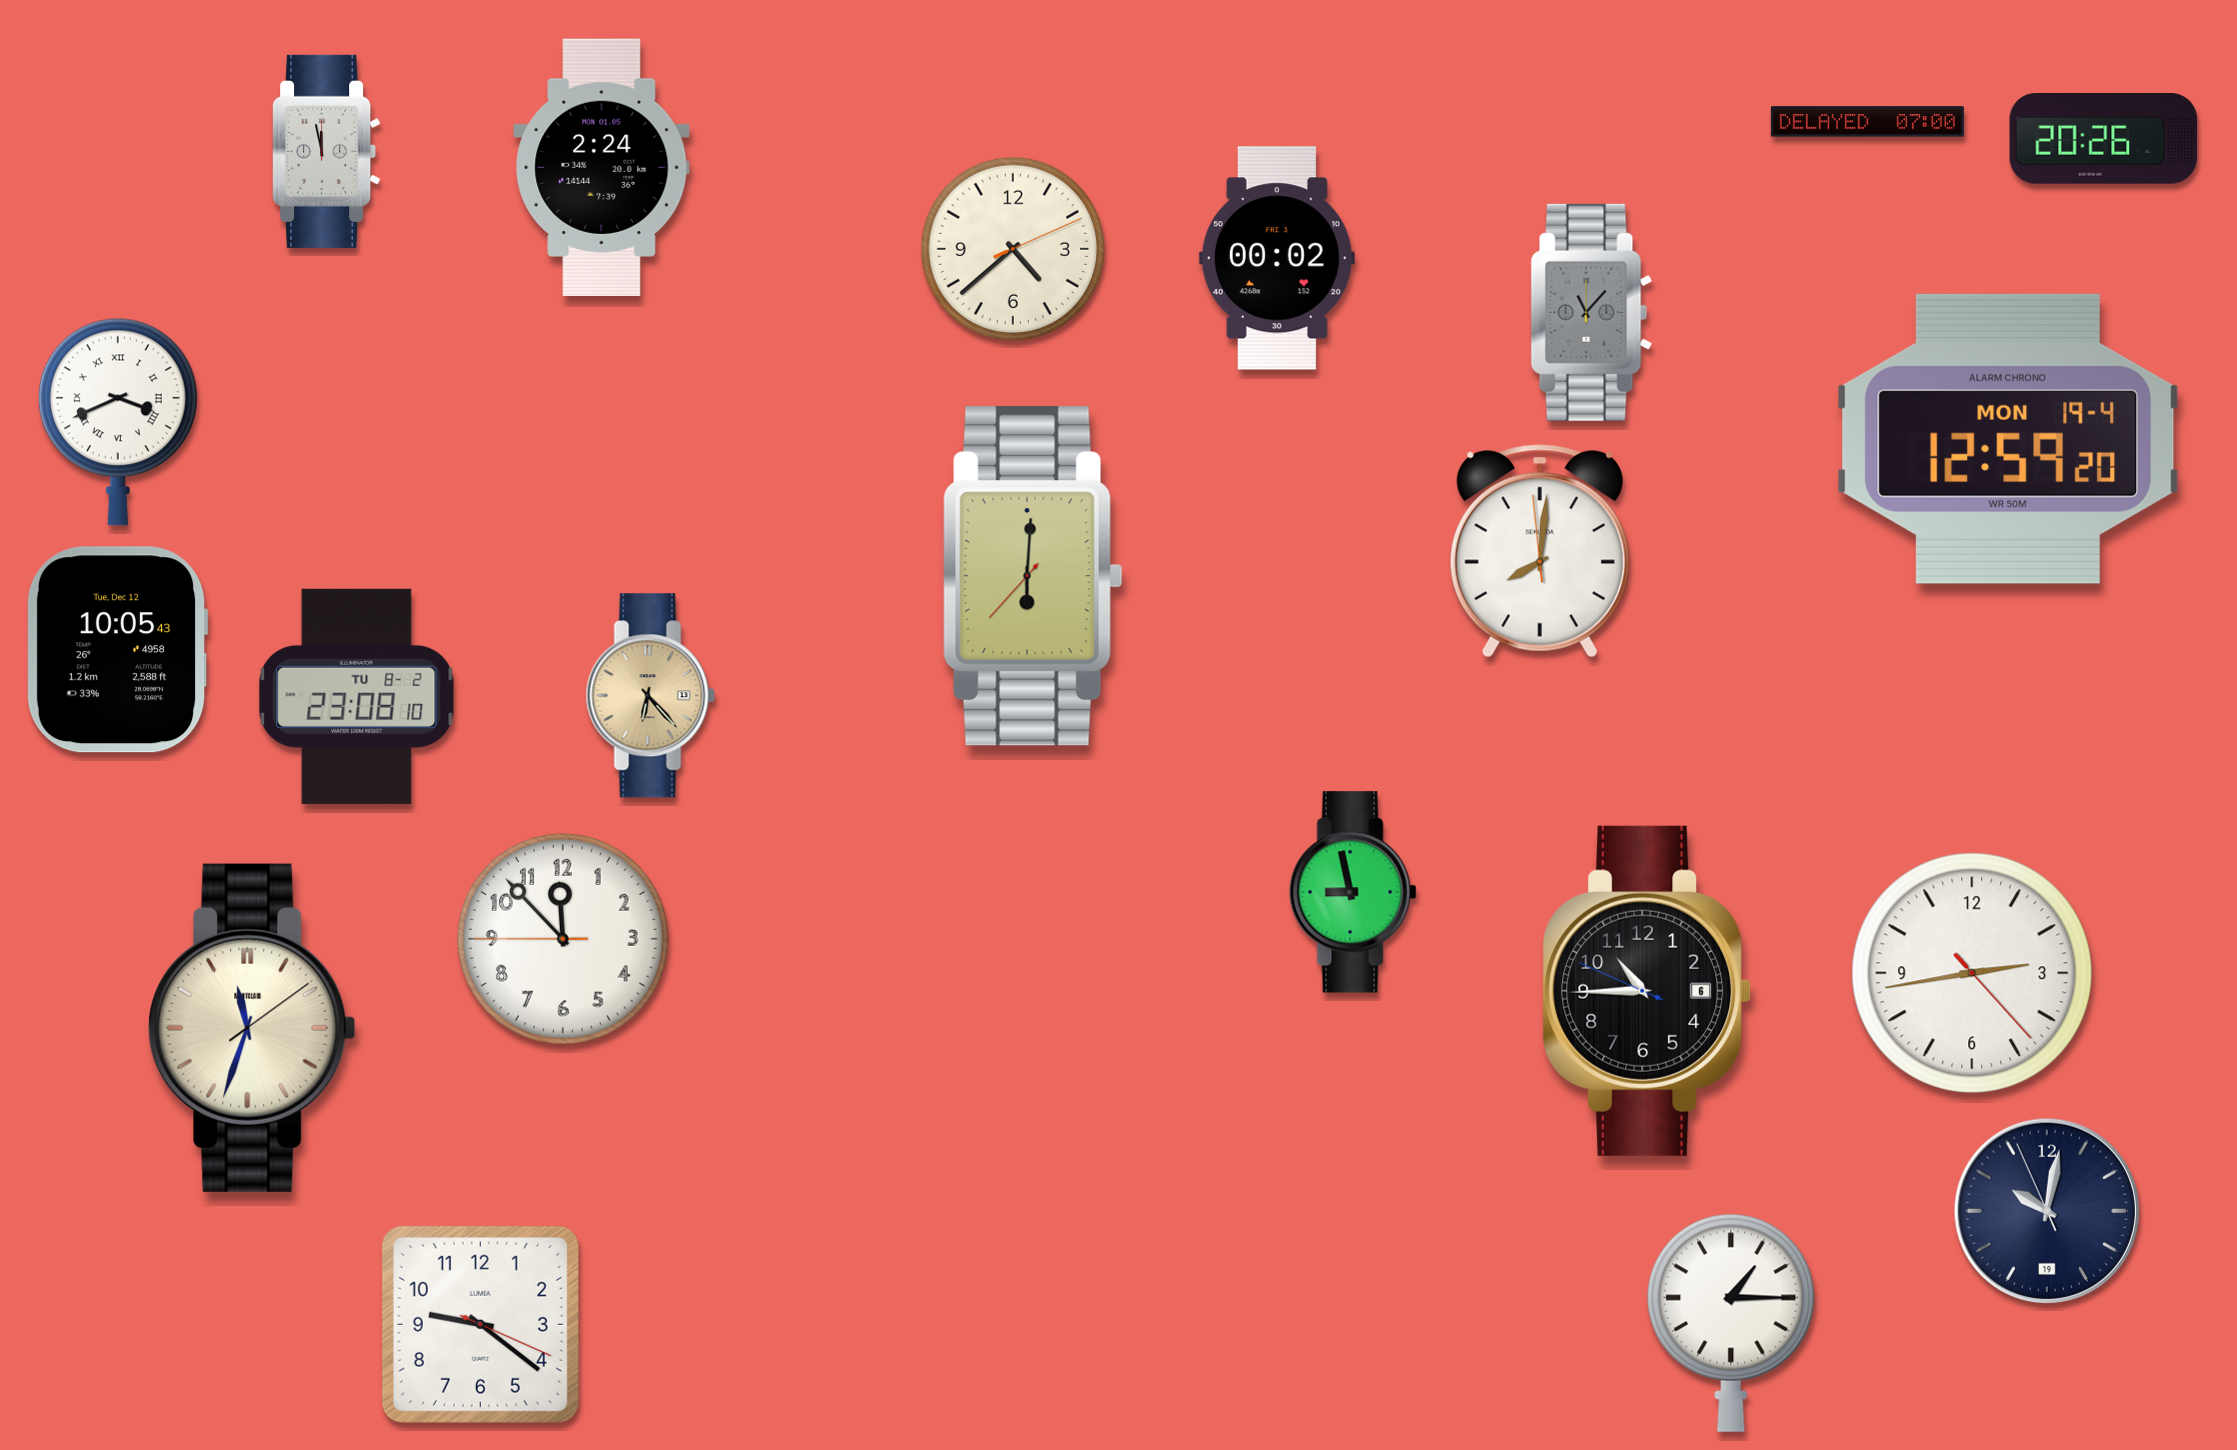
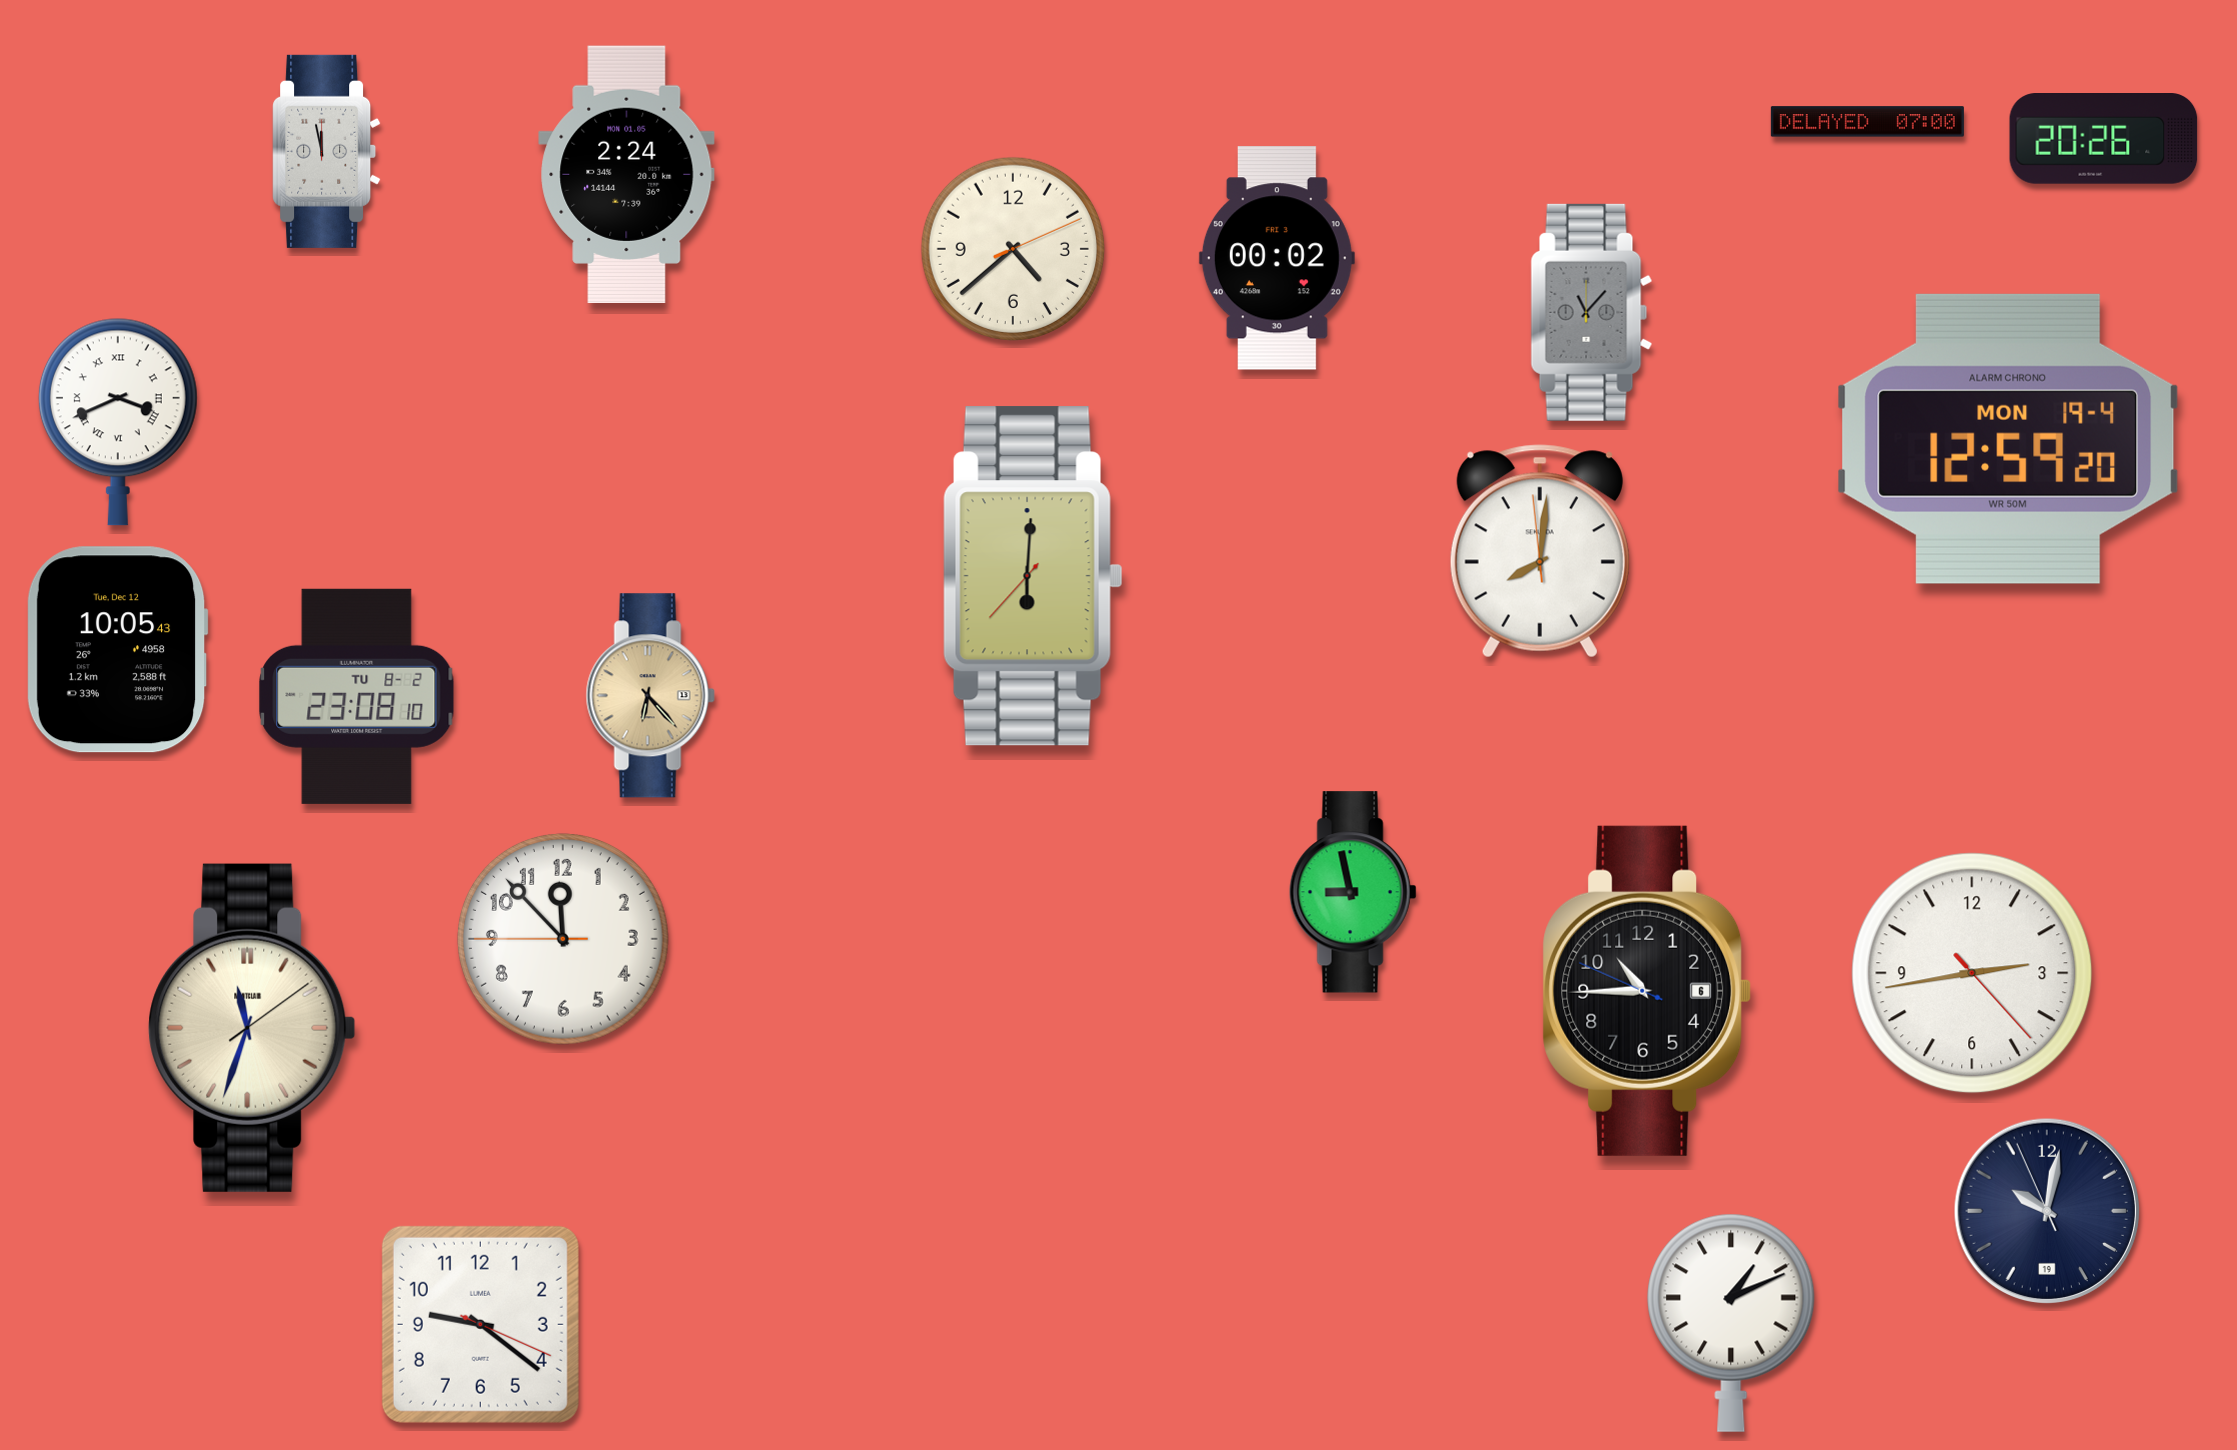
clock at (602, 167) position: (602, 167) -> (627, 174)
clock at (1731, 1323): 1:15 -> 1:11
